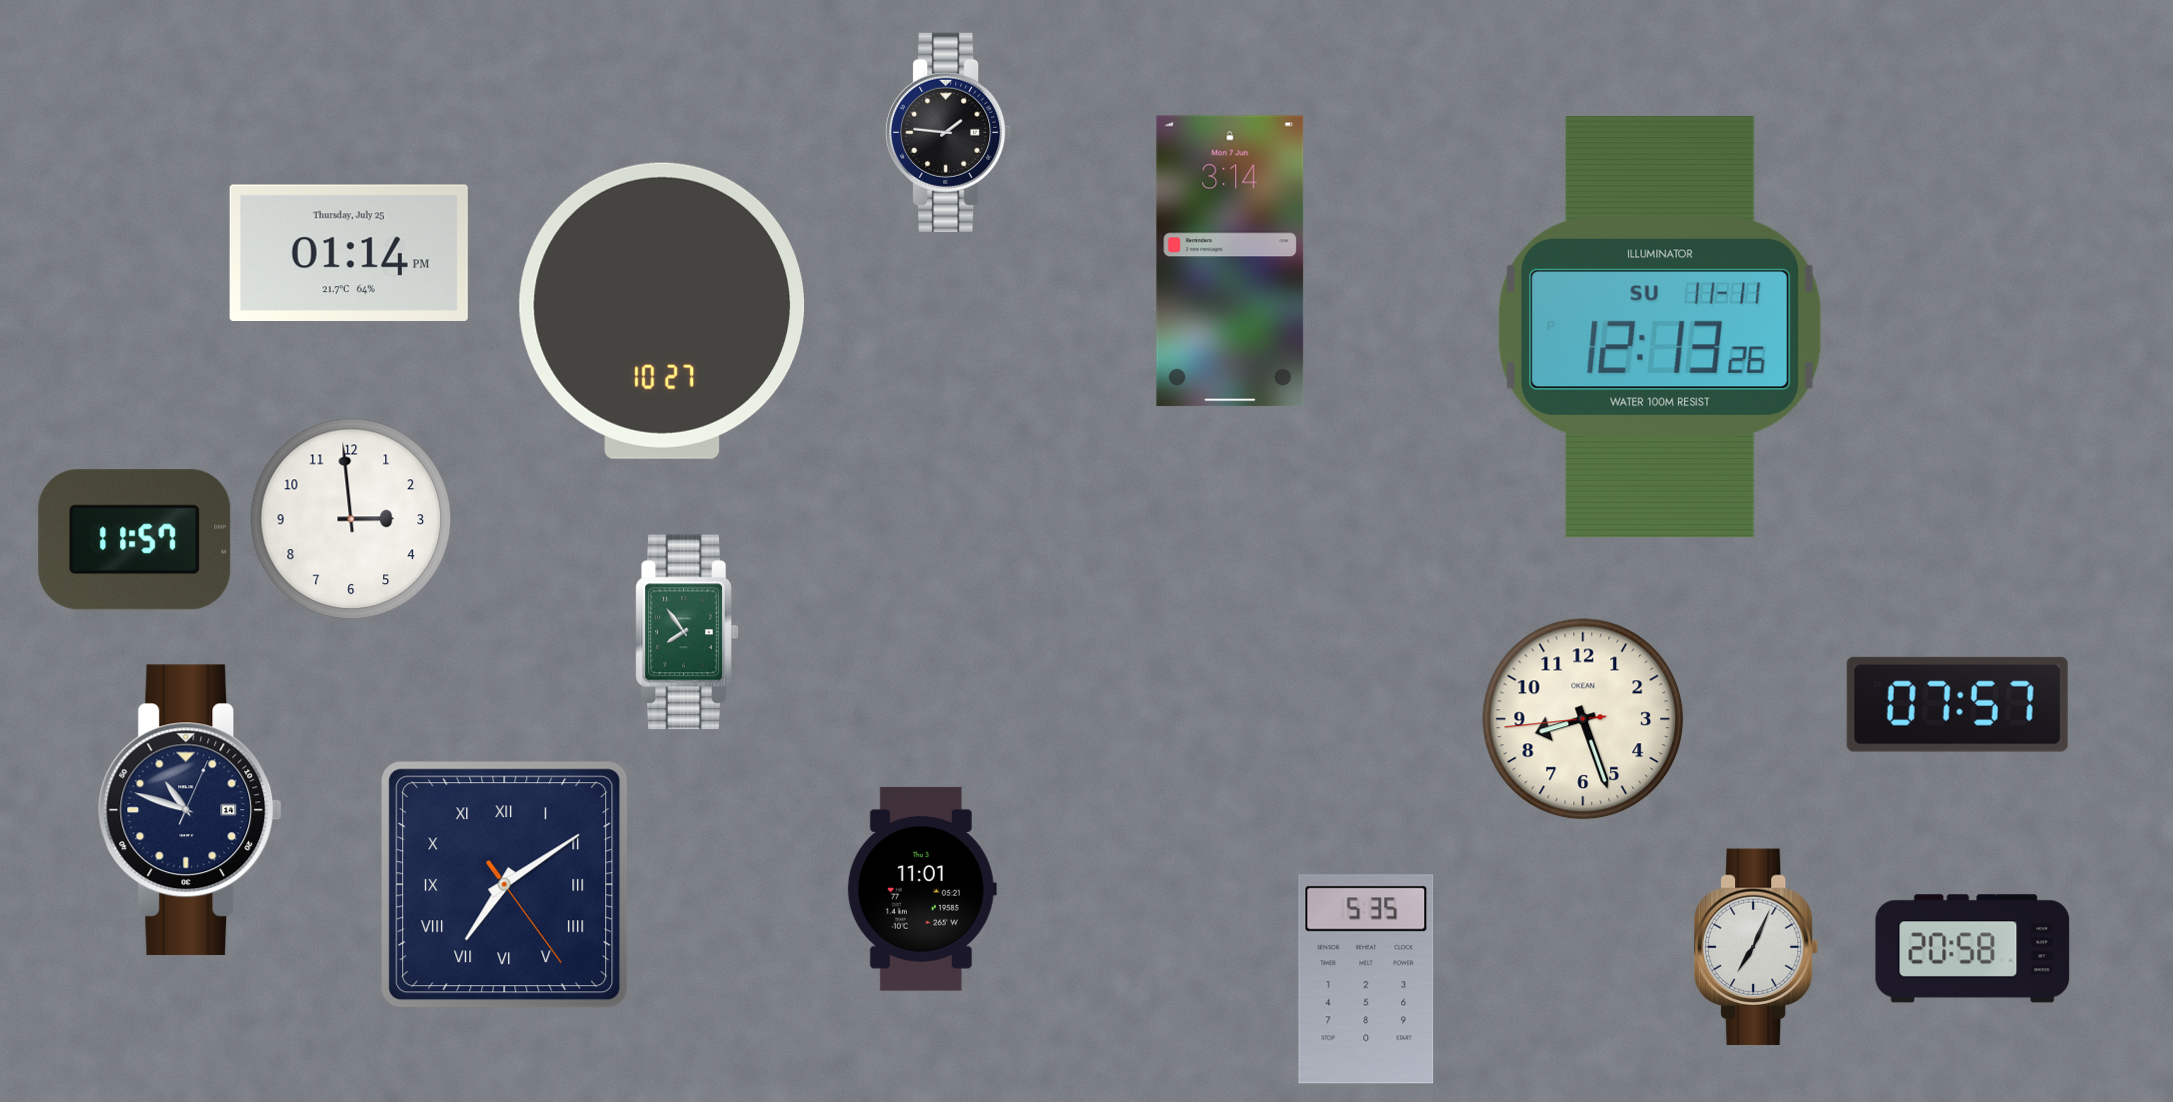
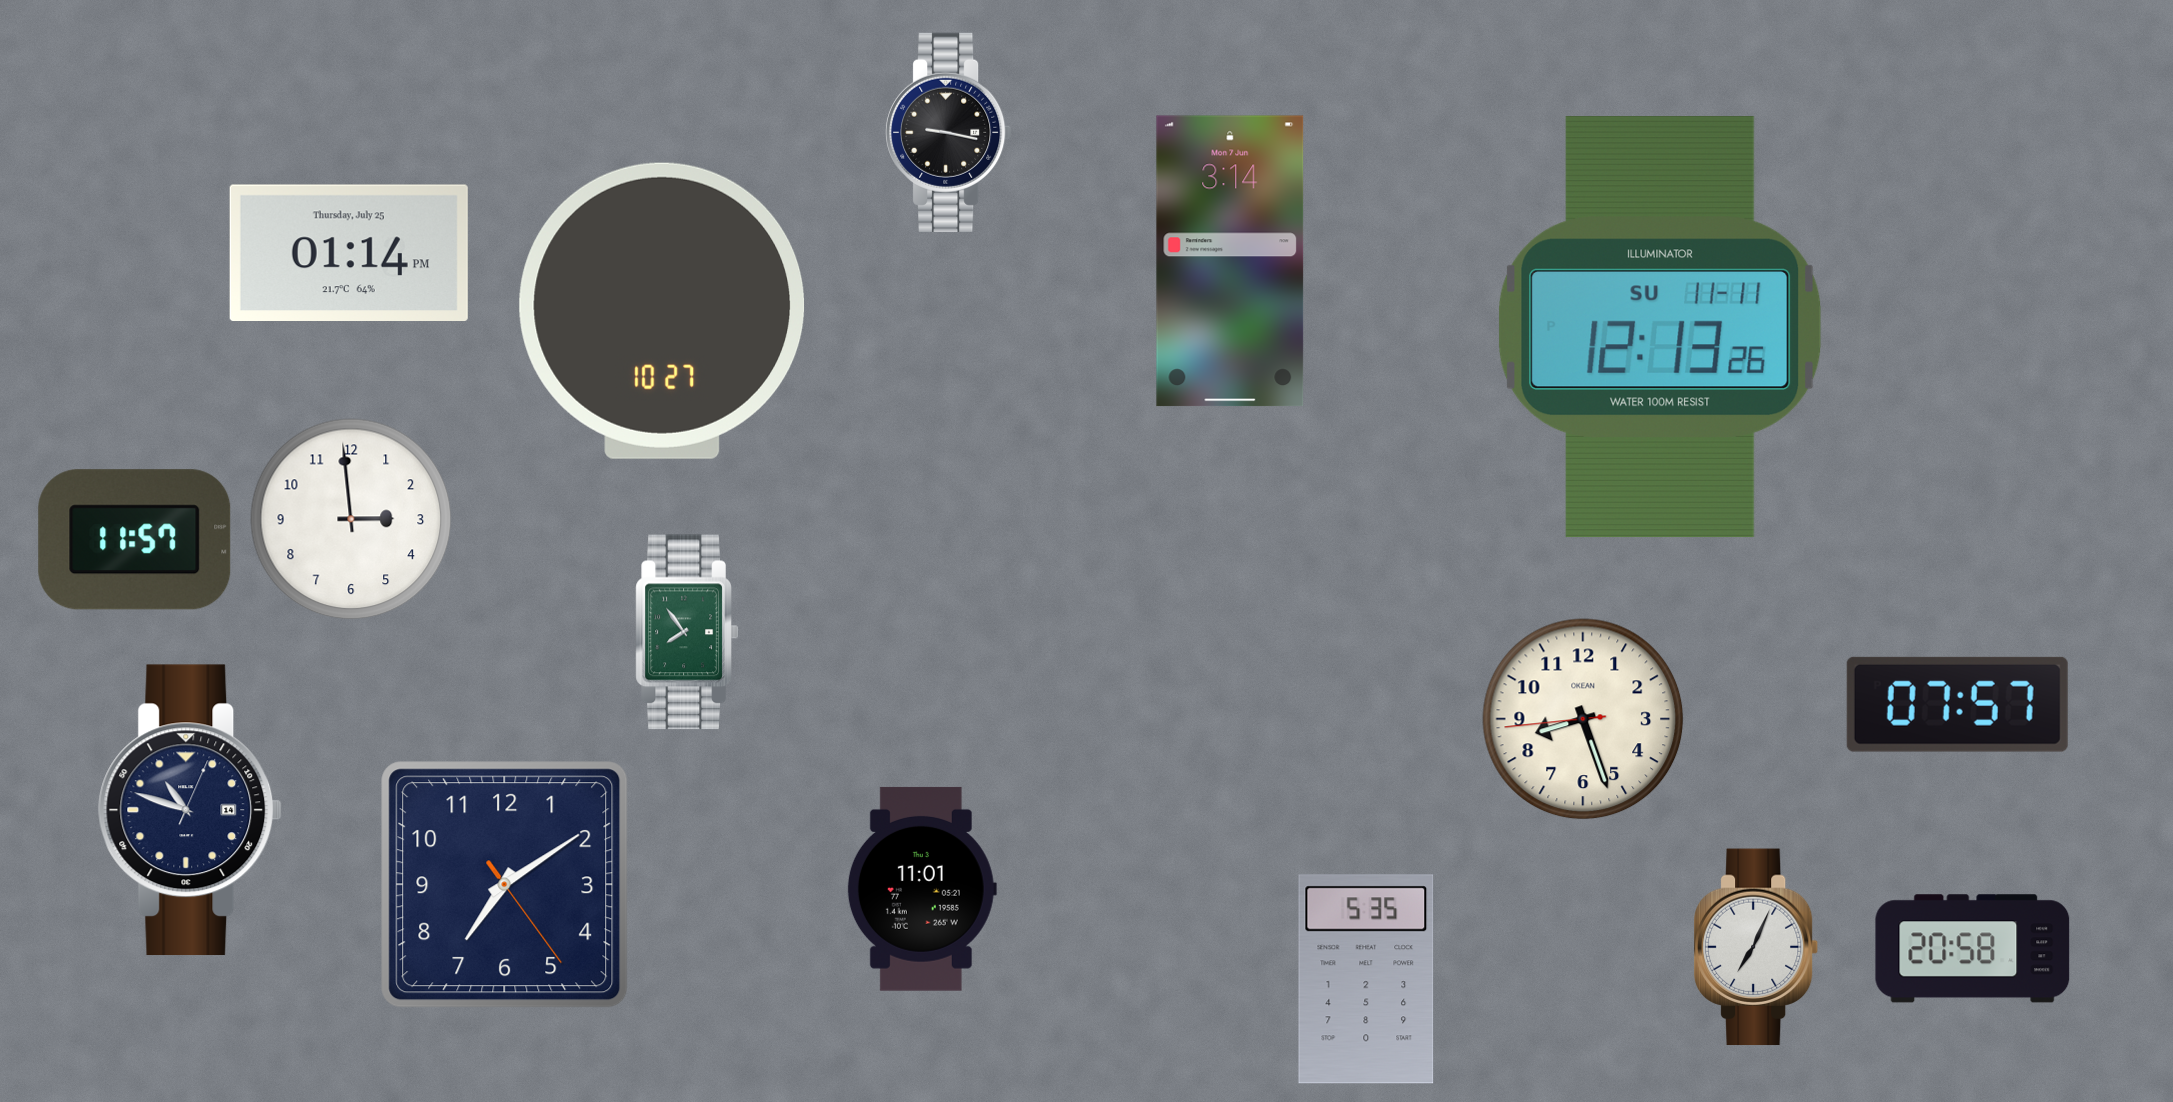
clock at (949, 132): 1:46 -> 9:17
clock at (505, 885) numerals: Roman -> Arabic
